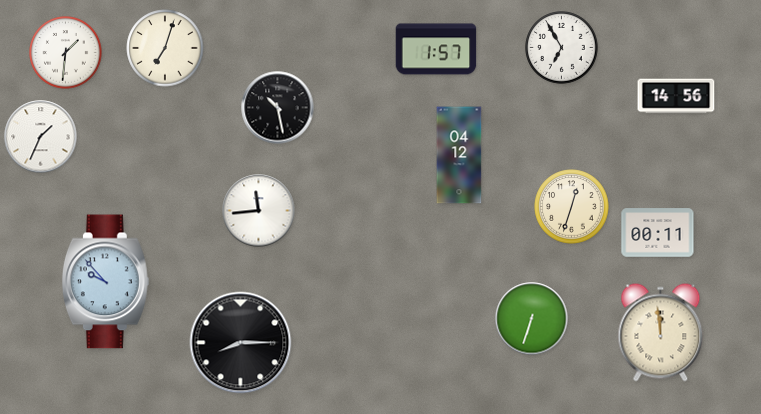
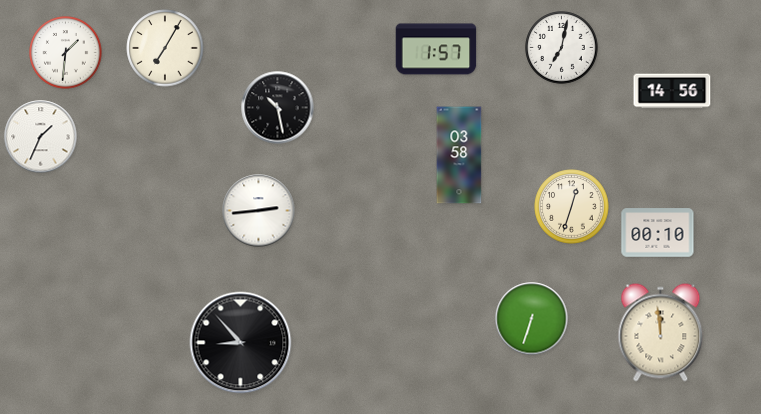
clock at (165, 48): 7:03 -> 7:05
clock at (562, 48): 6:55 -> 7:02
clock at (676, 96) position: (676, 96) -> (672, 91)
clock at (459, 155): 04:12 -> 03:58
clock at (259, 211): 11:44 -> 2:44
clock at (658, 233): 00:11 -> 00:10
clock at (105, 282): 9:53 -> none
clock at (241, 343): 8:15 -> 8:53
